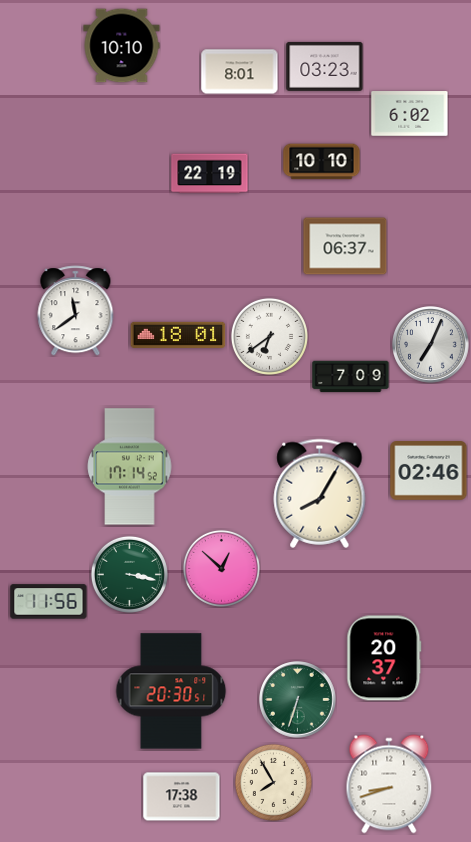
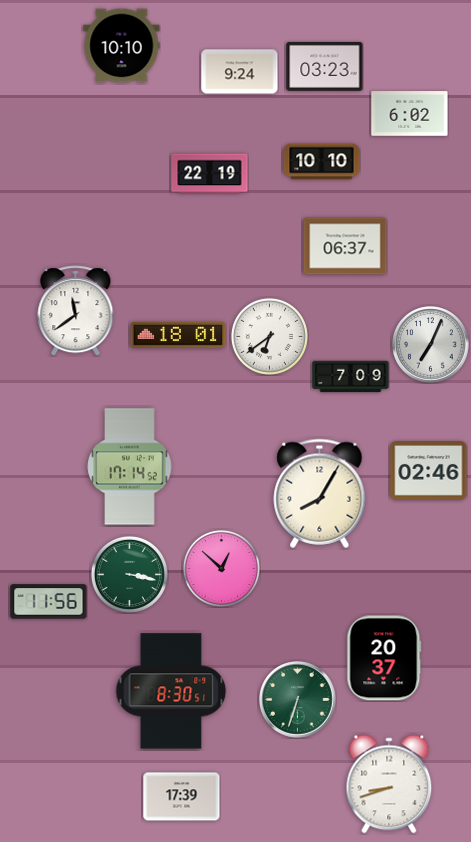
clock at (240, 72): 8:01 -> 9:24
clock at (171, 691): 20:30 -> 8:30
clock at (273, 782): 7:55 -> none
clock at (182, 797): 17:38 -> 17:39
